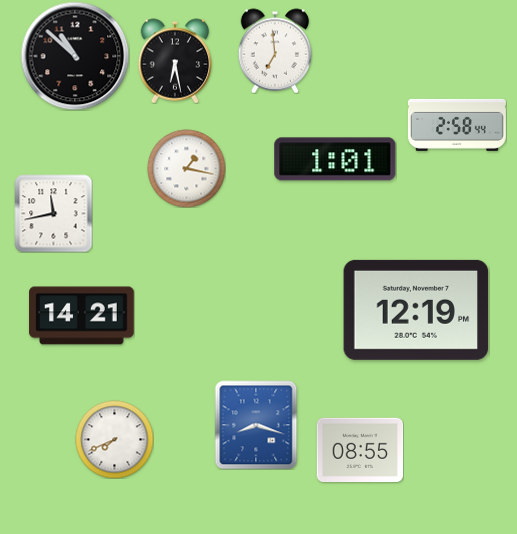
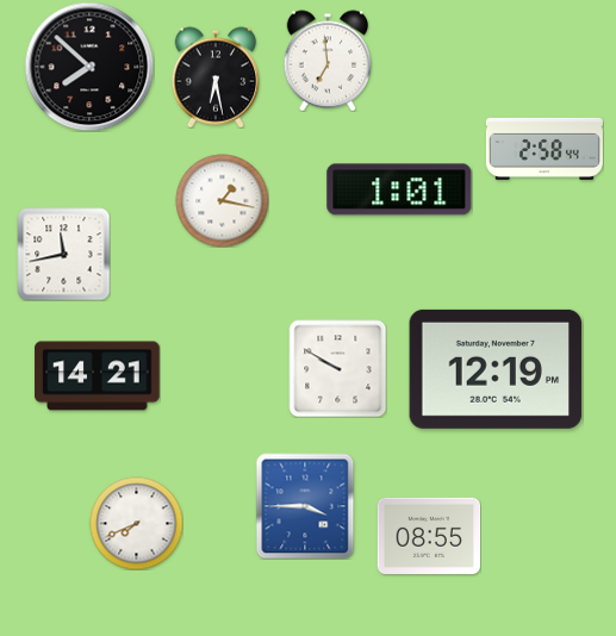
clock at (75, 56): 10:52 -> 7:52
clock at (175, 61) position: (175, 61) -> (216, 77)
clock at (337, 368): none -> 9:50
clock at (256, 425): 8:18 -> 3:45
